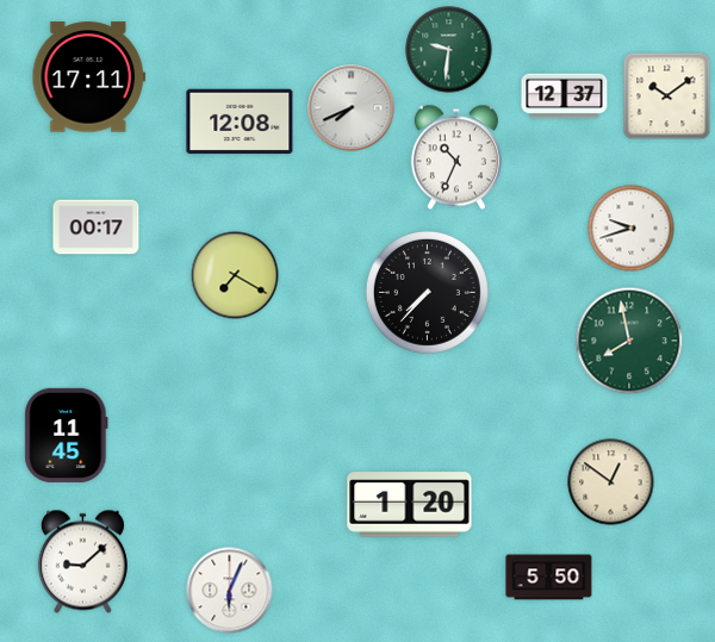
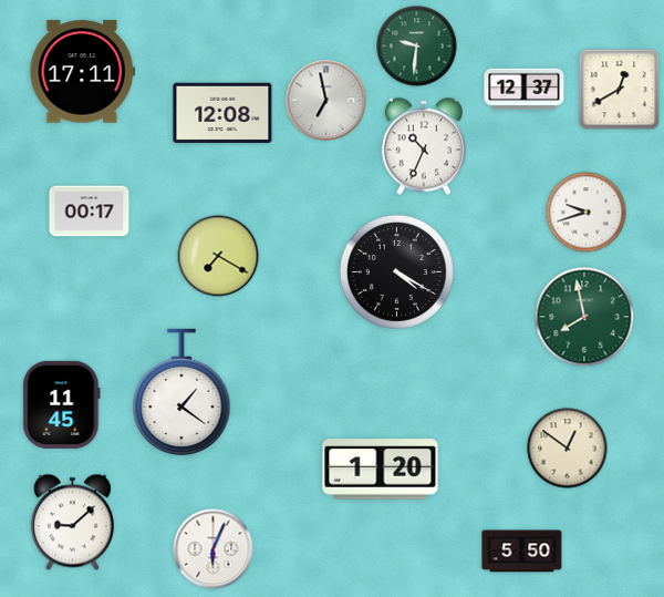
clock at (667, 96): 10:09 -> 12:40
clock at (352, 108): 7:41 -> 6:58
clock at (427, 292): 7:37 -> 4:20
clock at (181, 392): none -> 1:21
clock at (82, 562) position: (82, 562) -> (72, 523)
clock at (549, 578) position: (549, 578) -> (522, 552)
